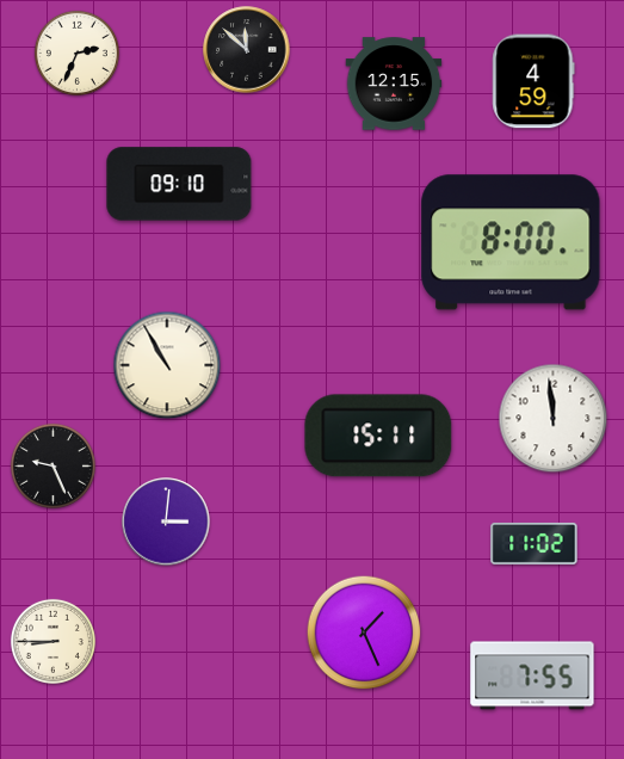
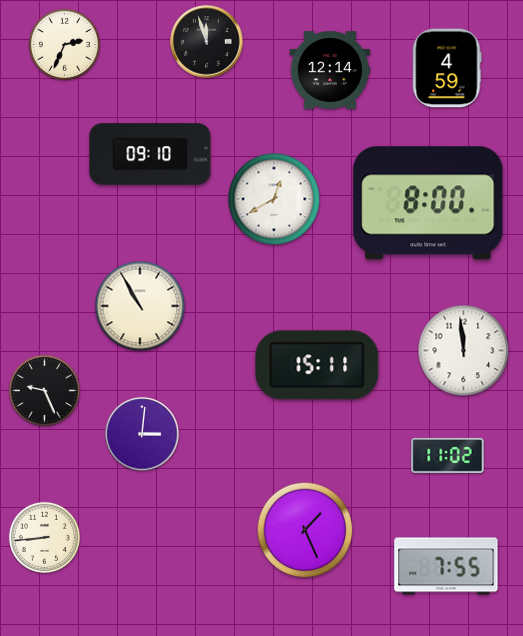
clock at (247, 50): 11:52 -> 11:57
clock at (394, 84): 12:15 -> 12:14
clock at (274, 199): none -> 12:40
clock at (166, 522) position: (166, 522) -> (142, 434)
clock at (52, 641): 8:45 -> 8:44
